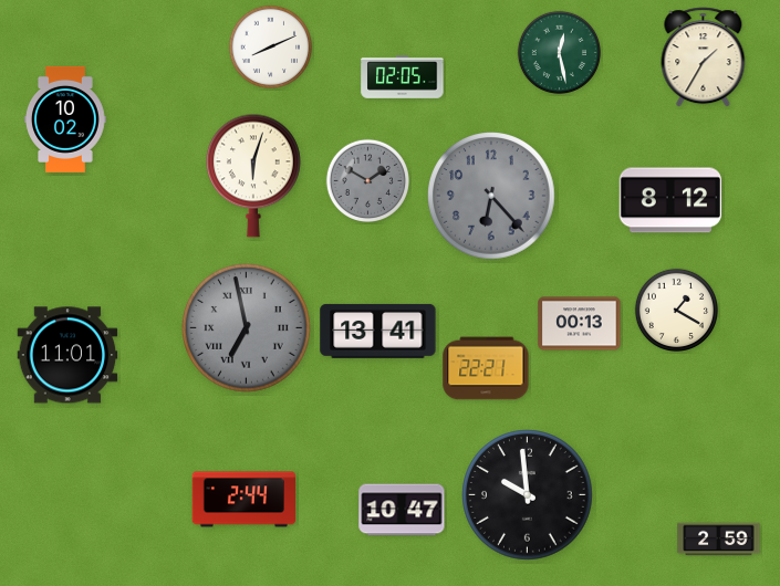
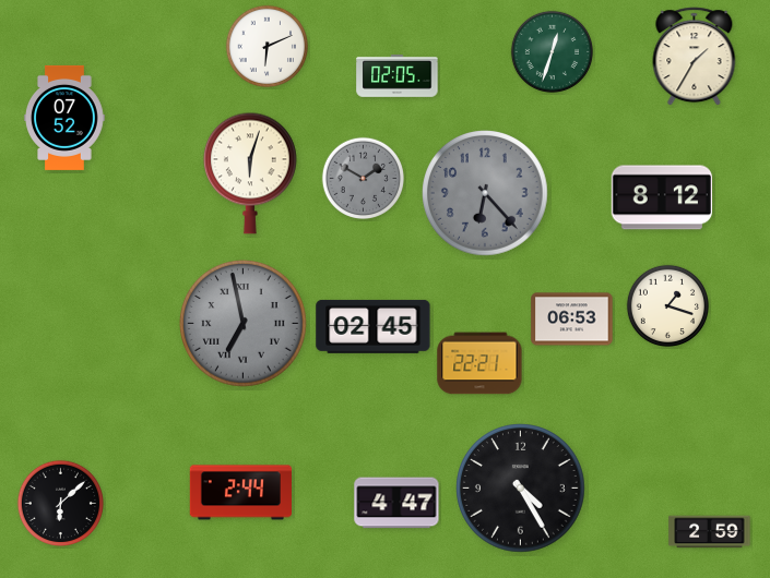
clock at (270, 46): 8:11 -> 6:11
clock at (559, 52): 12:28 -> 12:33
clock at (65, 119): 10:02 -> 07:52
clock at (676, 310): 1:20 -> 1:18
clock at (580, 324): 00:13 -> 06:53
clock at (378, 331): 13:41 -> 02:45
clock at (67, 355): 11:01 -> none
clock at (528, 495): 9:59 -> 4:25
clock at (60, 503): none -> 6:08
clock at (402, 510): 10:47 -> 4:47
